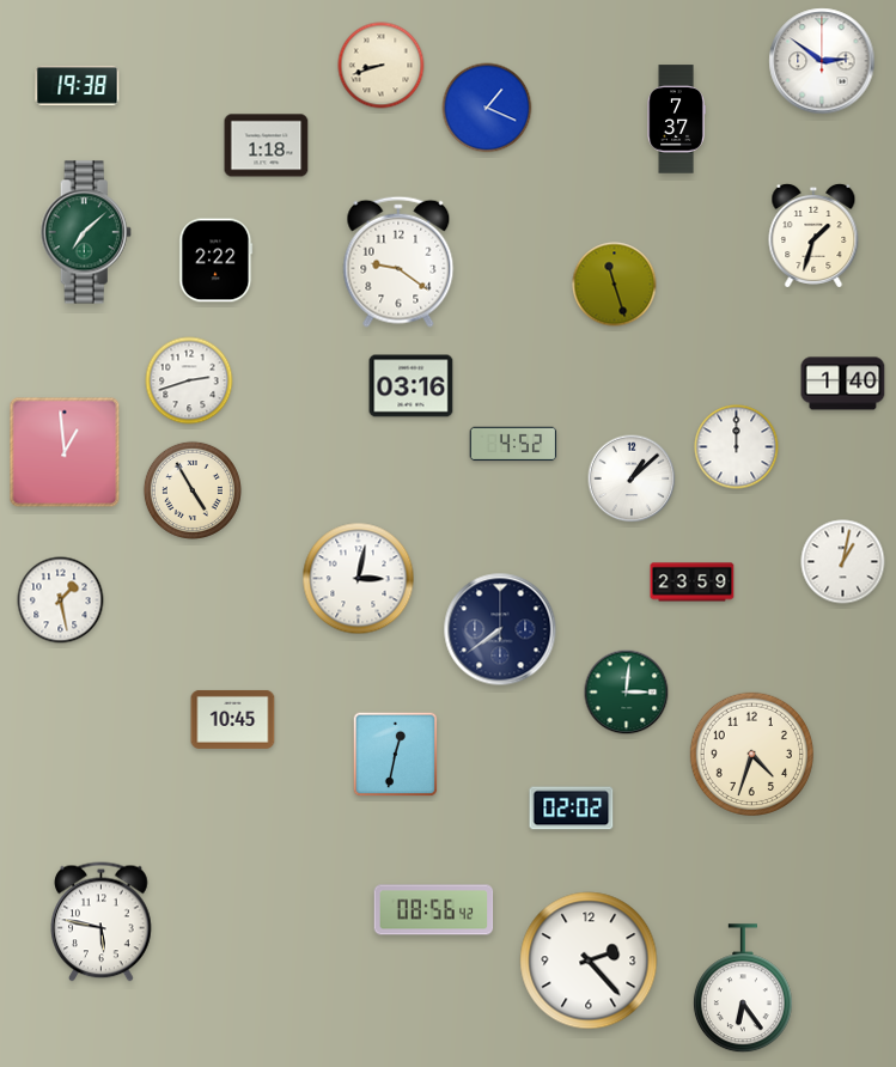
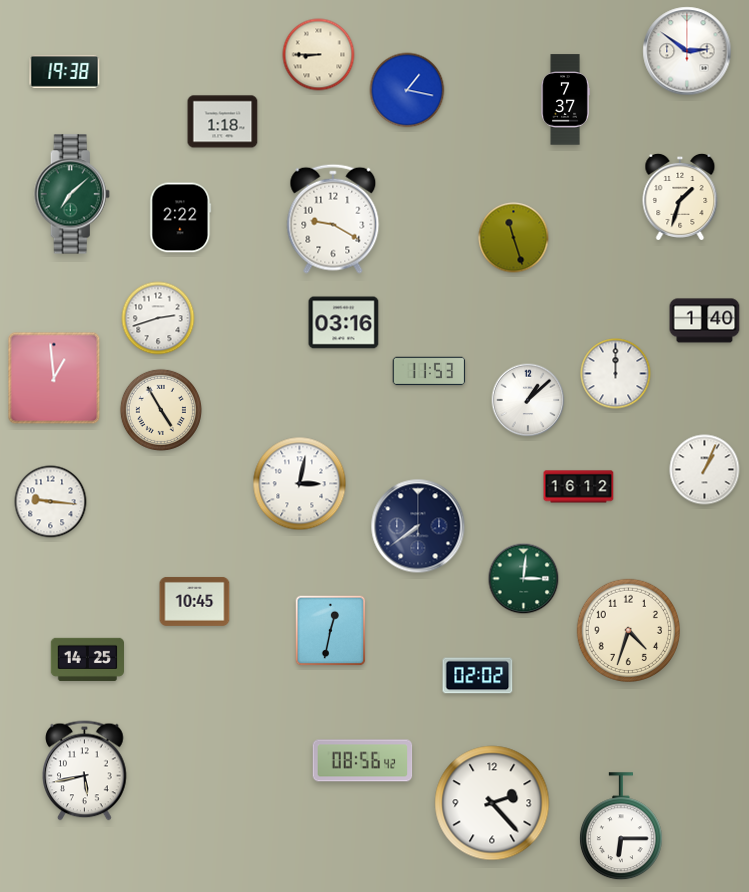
clock at (382, 66): 8:42 -> 8:45
clock at (487, 108): 1:19 -> 1:17
clock at (398, 262): 9:21 -> 9:20
clock at (513, 444): 4:52 -> 11:53
clock at (843, 562): 1:02 -> 1:04
clock at (693, 583): 23:59 -> 16:12
clock at (61, 600): 1:28 -> 9:16
clock at (87, 659): none -> 14:25
clock at (102, 922): 5:47 -> 5:43
clock at (743, 989): 6:24 -> 6:15
